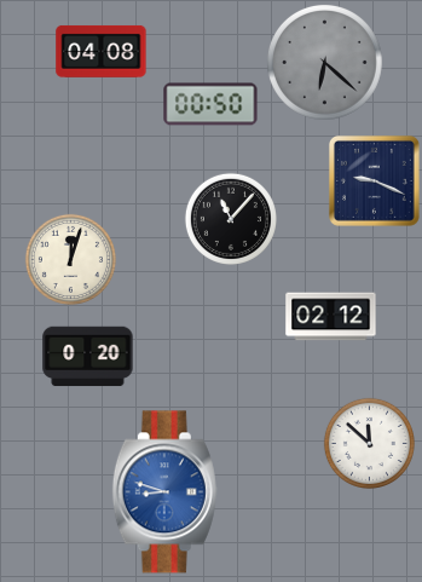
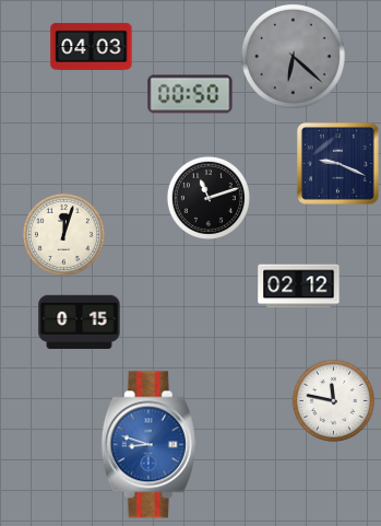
clock at (102, 51): 04:08 -> 04:03
clock at (231, 219): 11:07 -> 11:12
clock at (88, 357): 0:20 -> 0:15
clock at (369, 443): 11:52 -> 11:47
